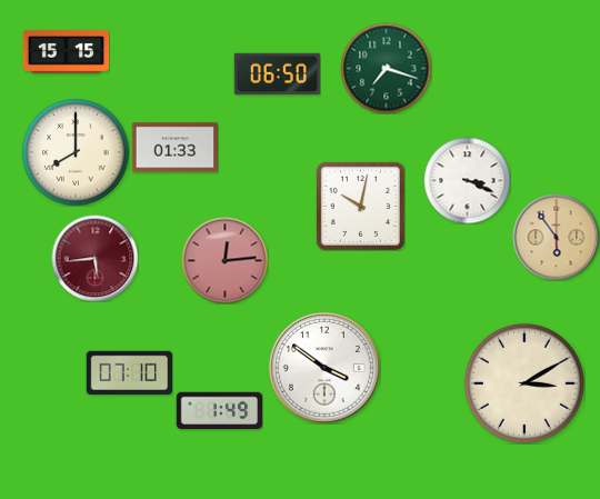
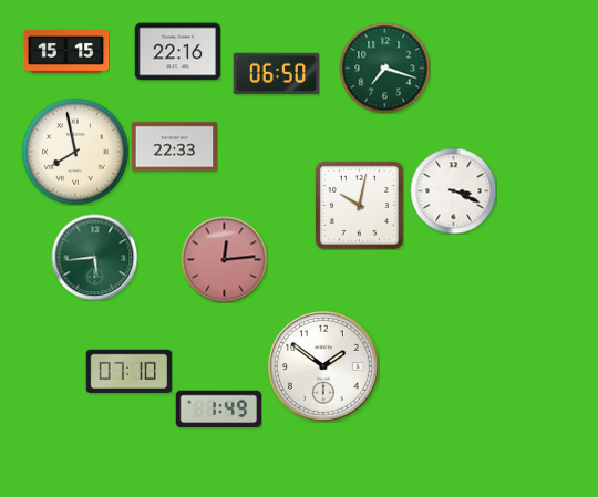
clock at (177, 52): none -> 22:16
clock at (174, 148): 01:33 -> 22:33
clock at (76, 152): 8:00 -> 7:58
clock at (467, 180) position: (467, 180) -> (453, 190)
clock at (556, 237): 5:54 -> none
clock at (94, 258) dial: burgundy -> green
clock at (324, 368): 3:51 -> 1:51
clock at (524, 383): 3:10 -> none
